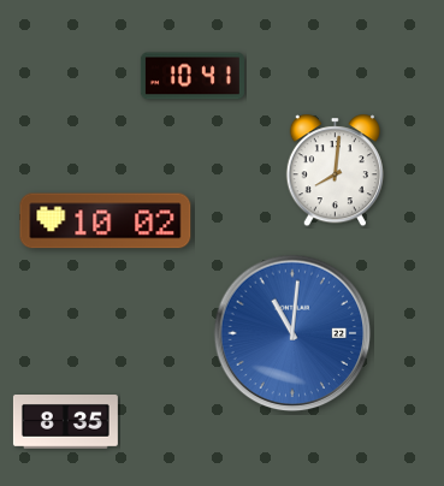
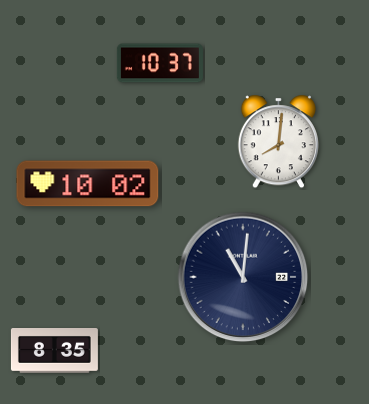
clock at (193, 76): 10:41 -> 10:37
clock at (292, 333) dial: blue -> navy
